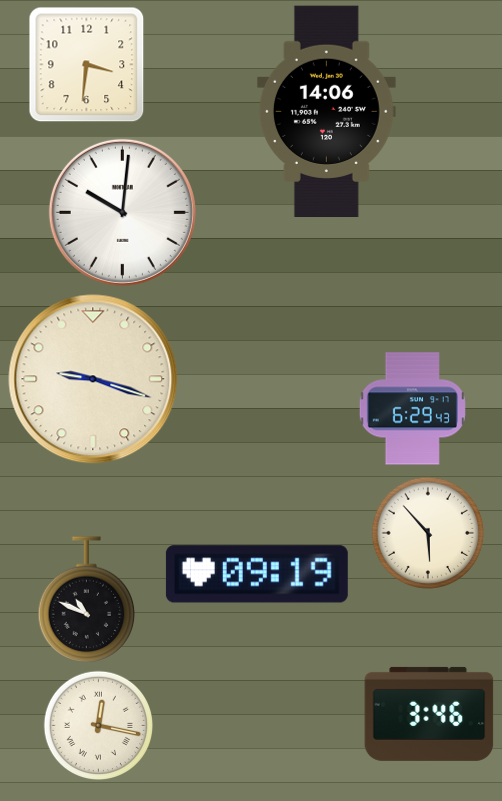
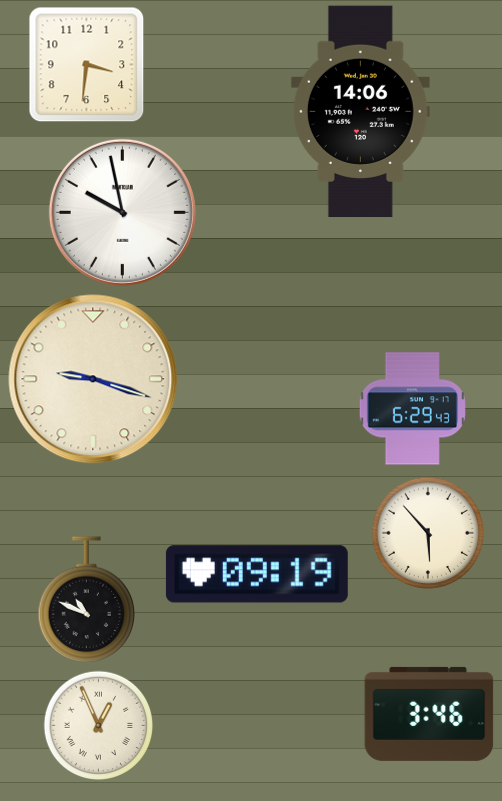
clock at (326, 111) position: (326, 111) -> (360, 111)
clock at (122, 212): 10:01 -> 9:58
clock at (99, 726): 12:17 -> 12:56
